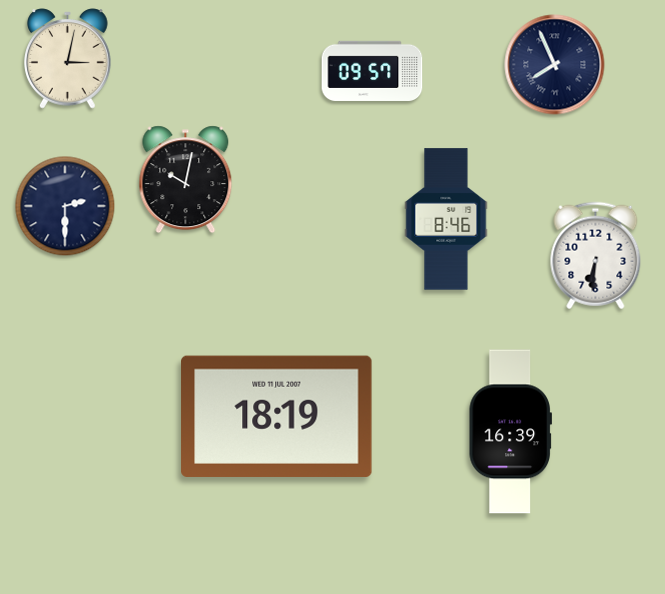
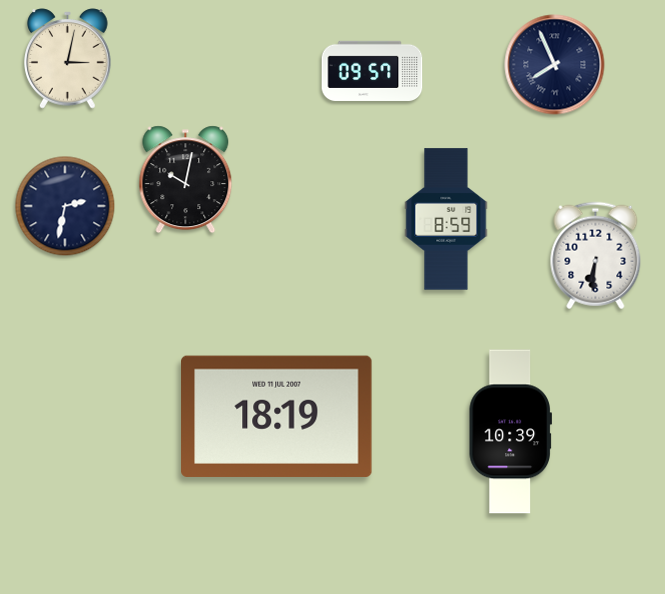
clock at (65, 206): 2:30 -> 2:32
clock at (446, 219): 8:46 -> 8:59
clock at (510, 432): 16:39 -> 10:39
